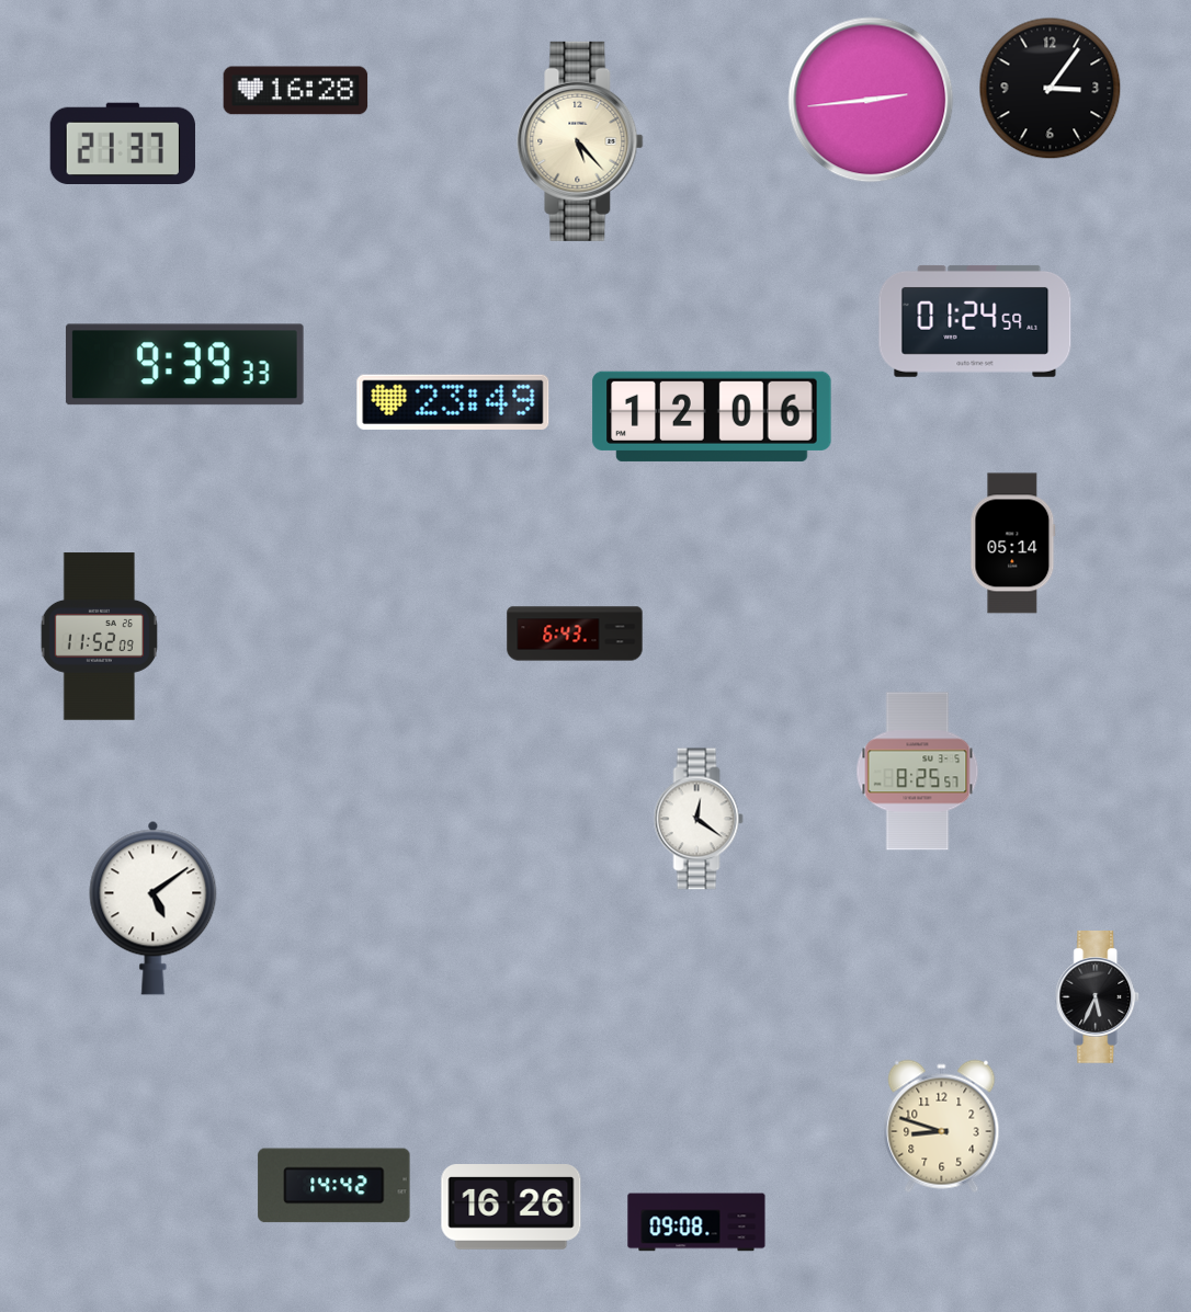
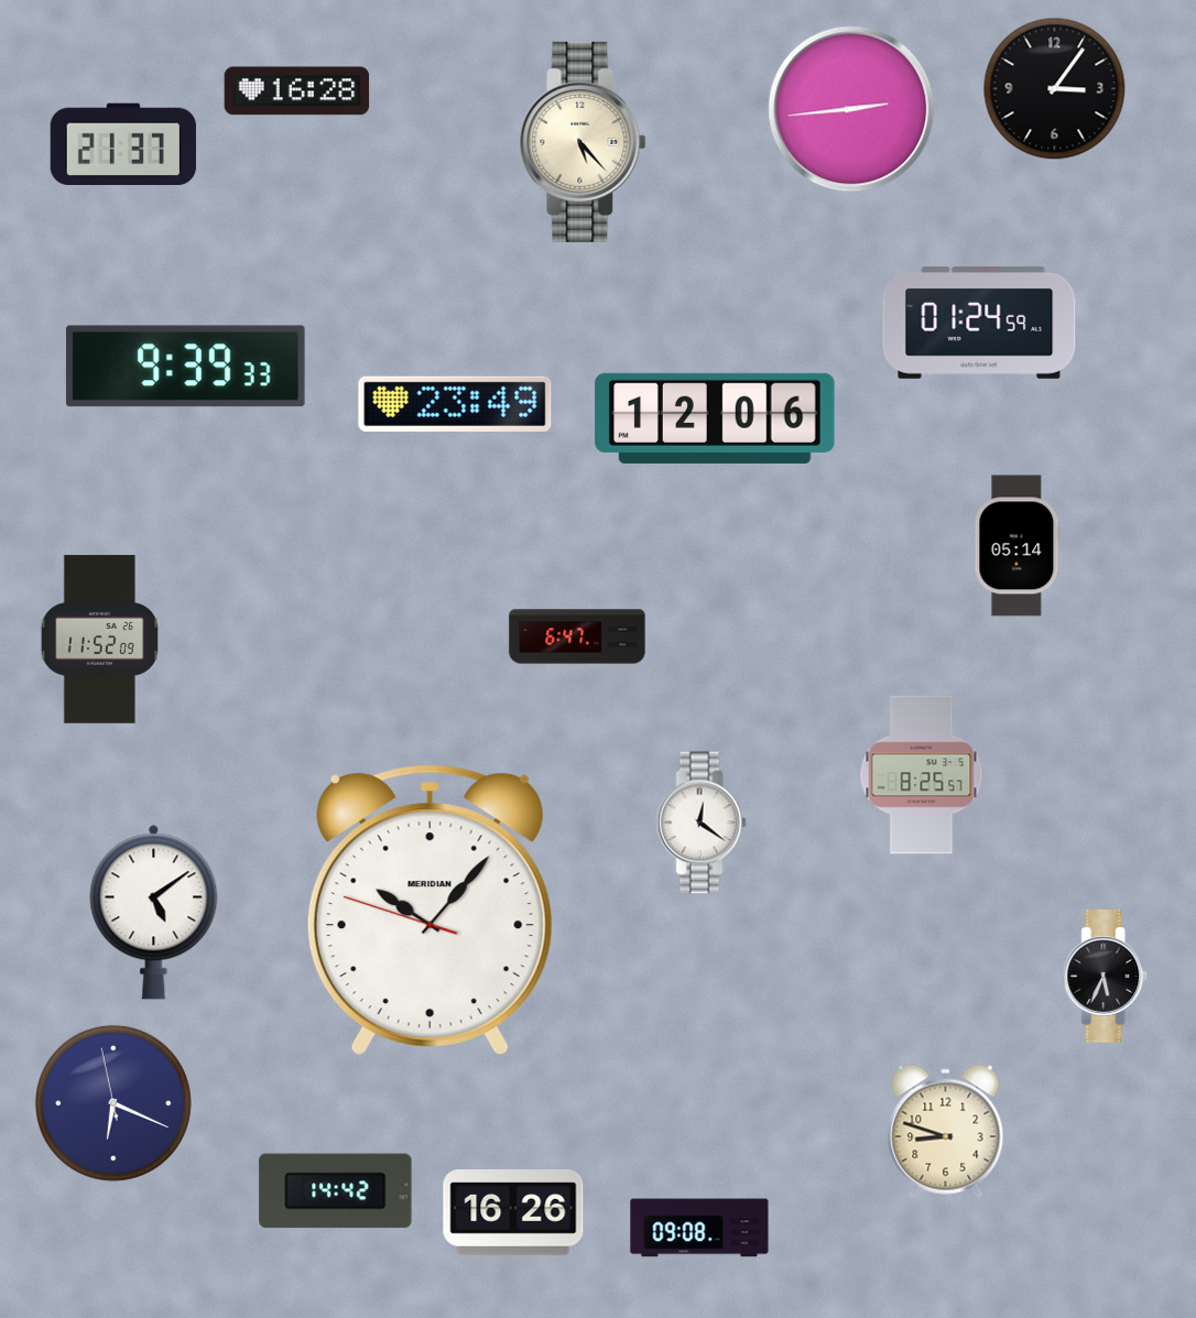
clock at (871, 100) position: (871, 100) -> (851, 109)
clock at (575, 634): 6:43 -> 6:47
clock at (430, 909): none -> 10:06
clock at (1098, 997) position: (1098, 997) -> (1106, 977)
clock at (113, 1103): none -> 6:18
